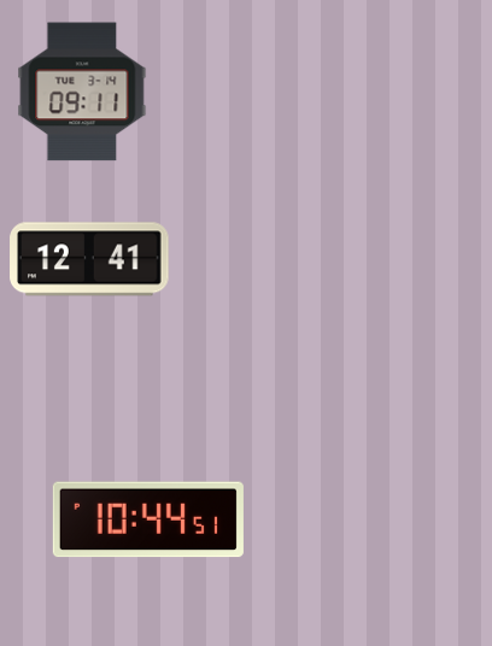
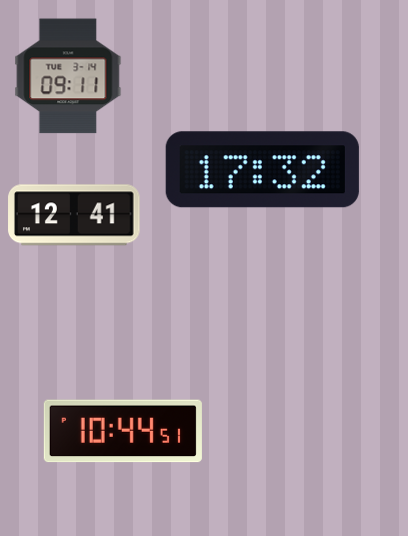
clock at (262, 170): none -> 17:32
